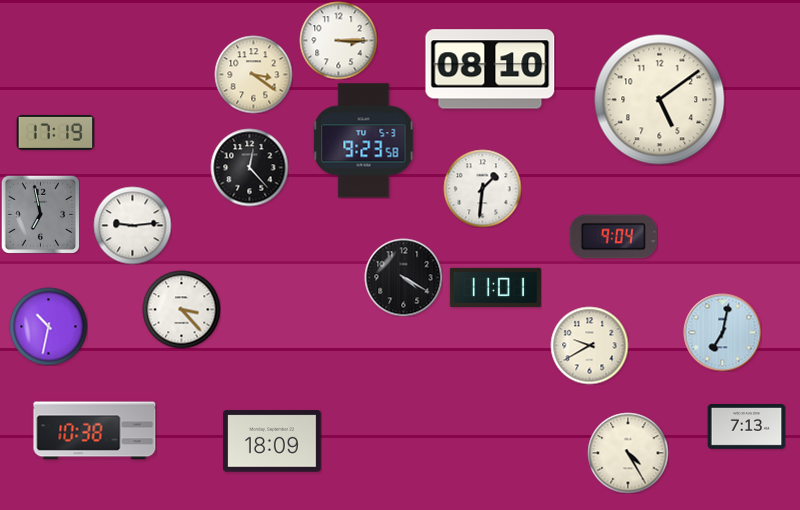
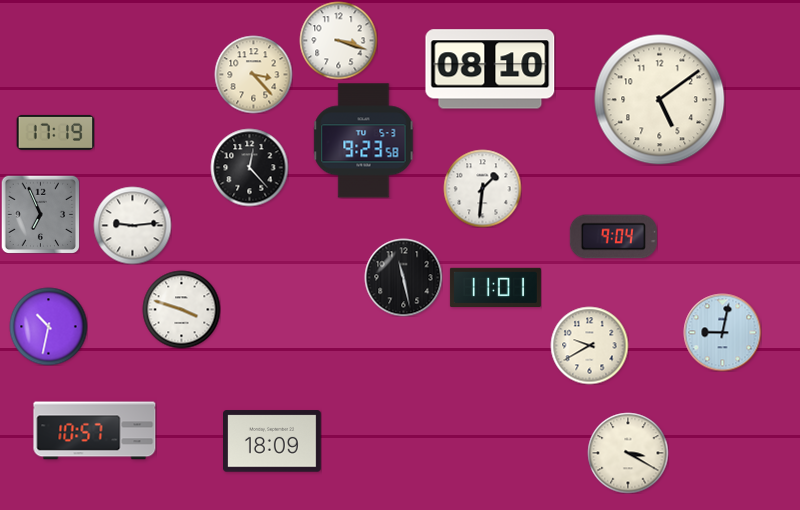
clock at (338, 40): 3:15 -> 3:18
clock at (253, 74): 3:21 -> 3:23
clock at (40, 214): 6:58 -> 6:56
clock at (403, 277): 4:20 -> 11:28
clock at (181, 309): 3:23 -> 3:48
clock at (722, 332): 7:02 -> 9:02
clock at (746, 427): 7:13 -> none
clock at (95, 431): 10:38 -> 10:57
clock at (628, 453): 4:25 -> 3:20
